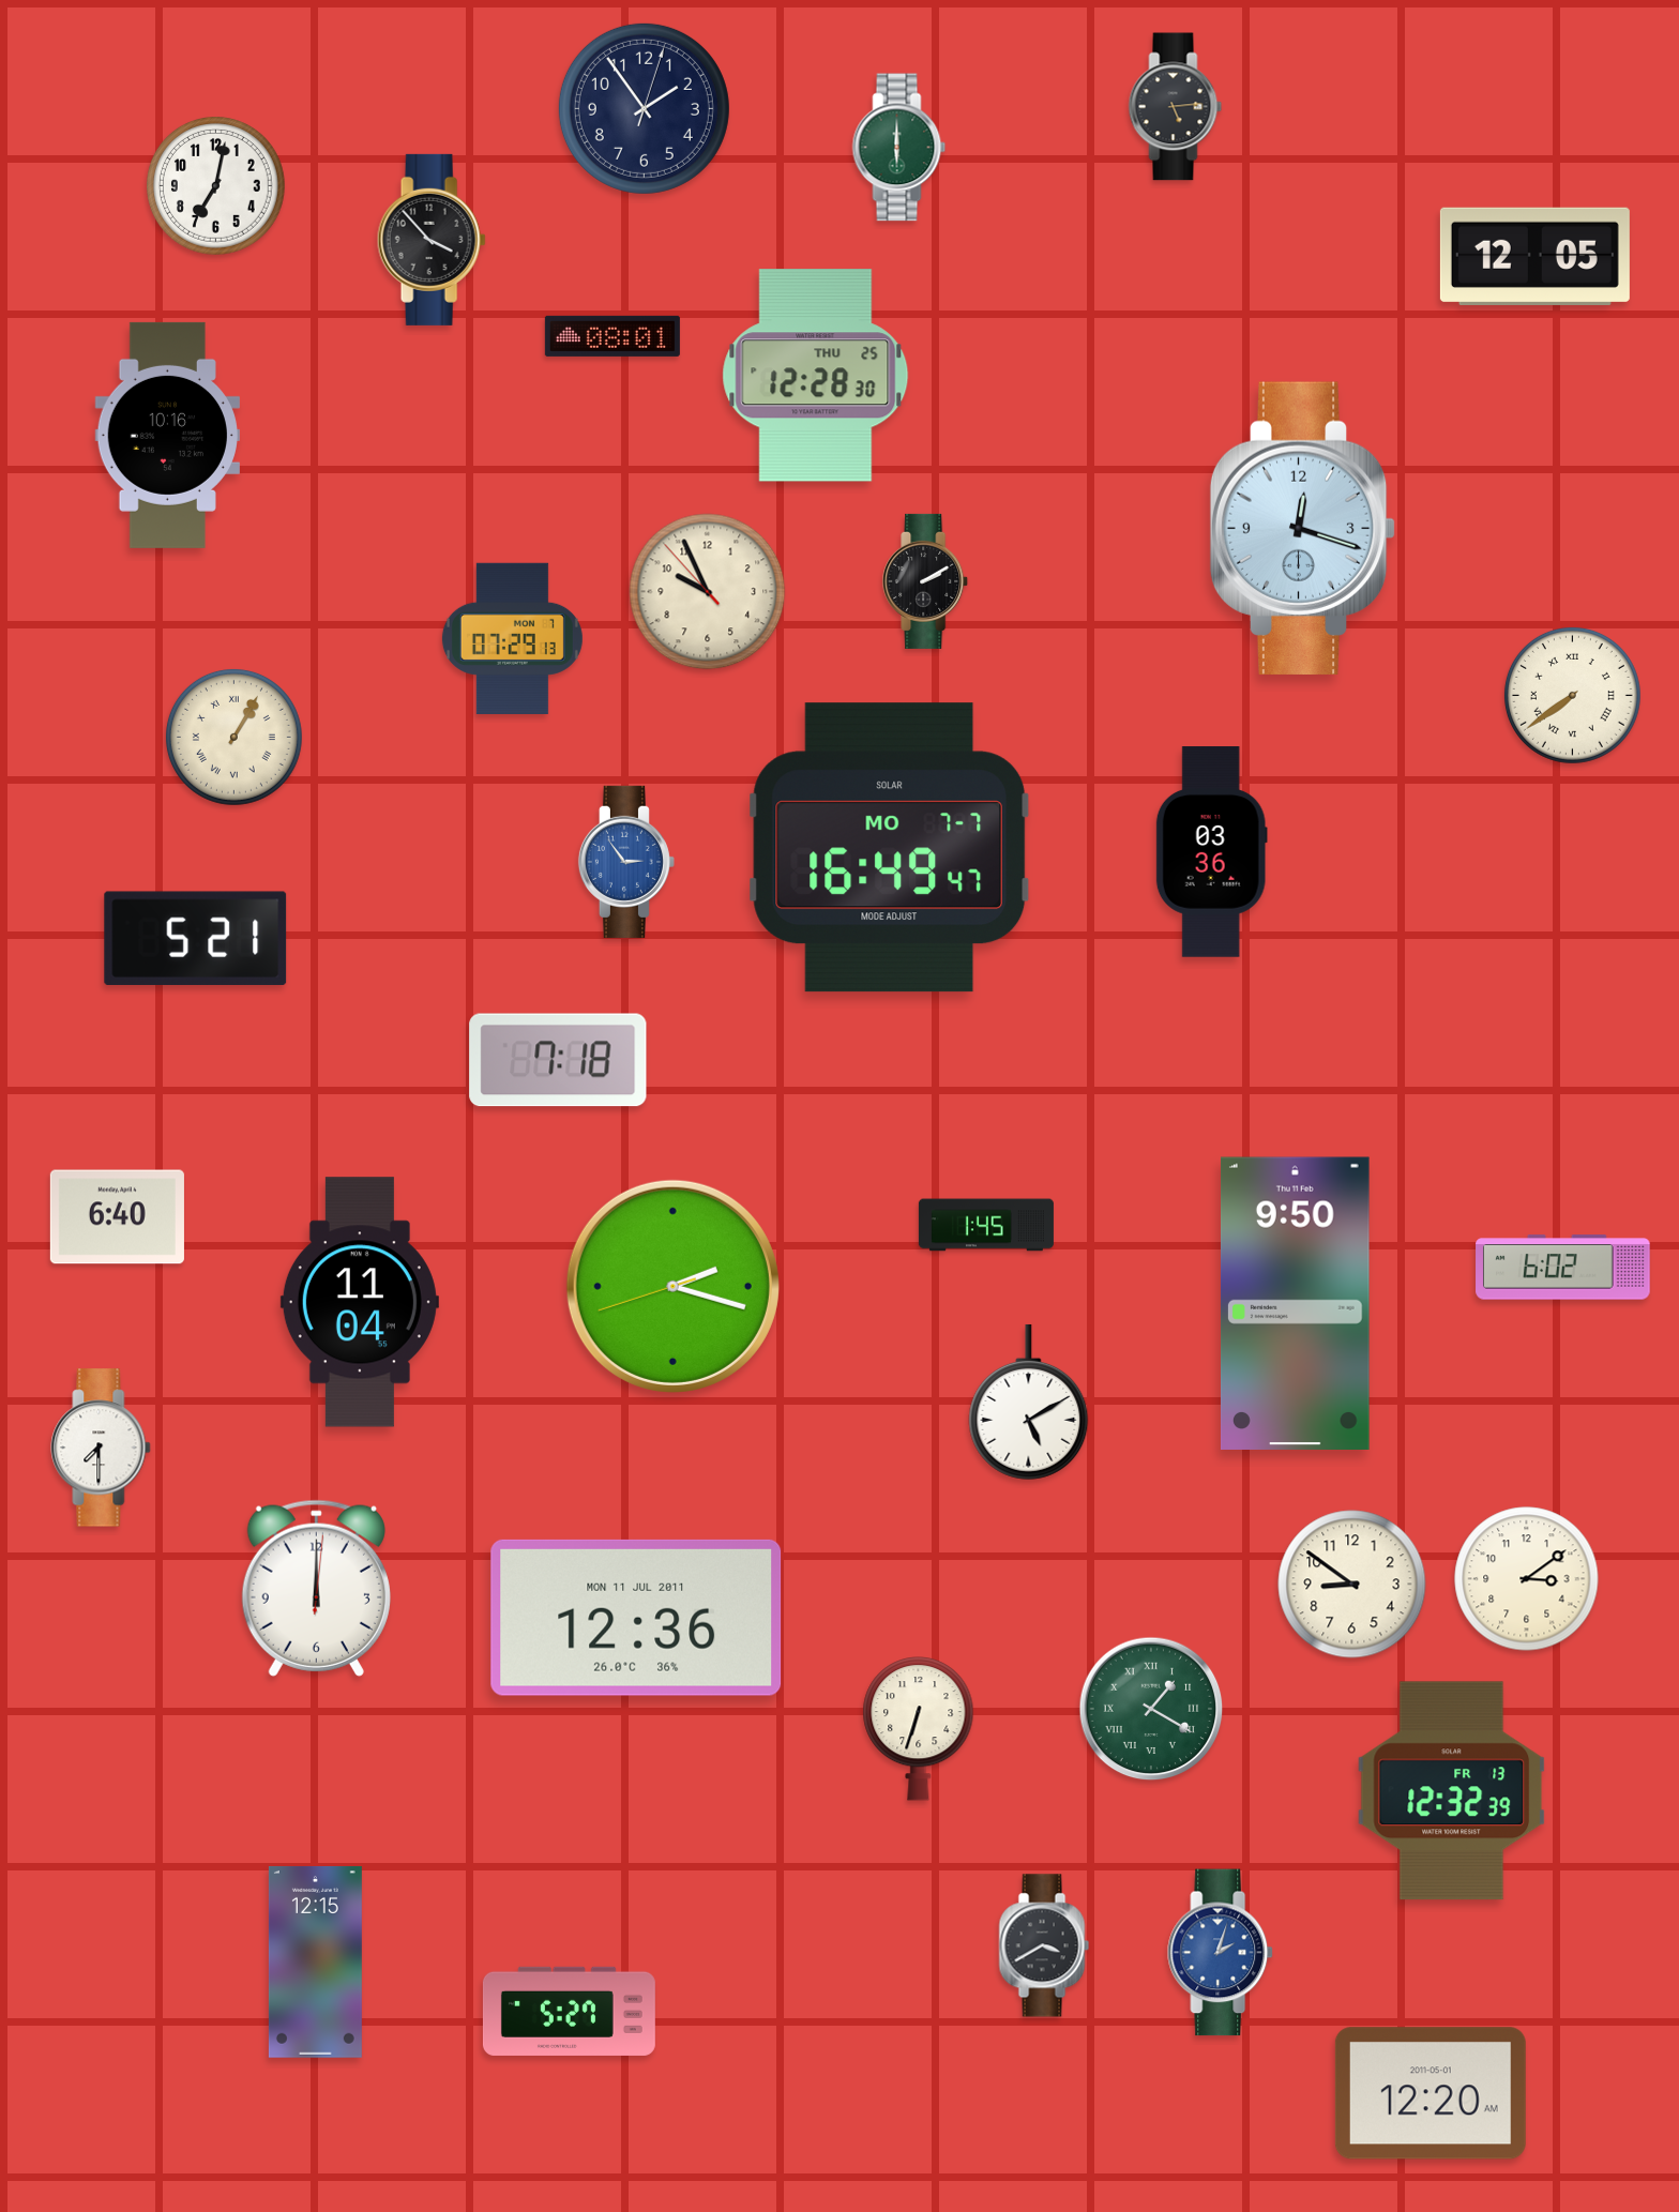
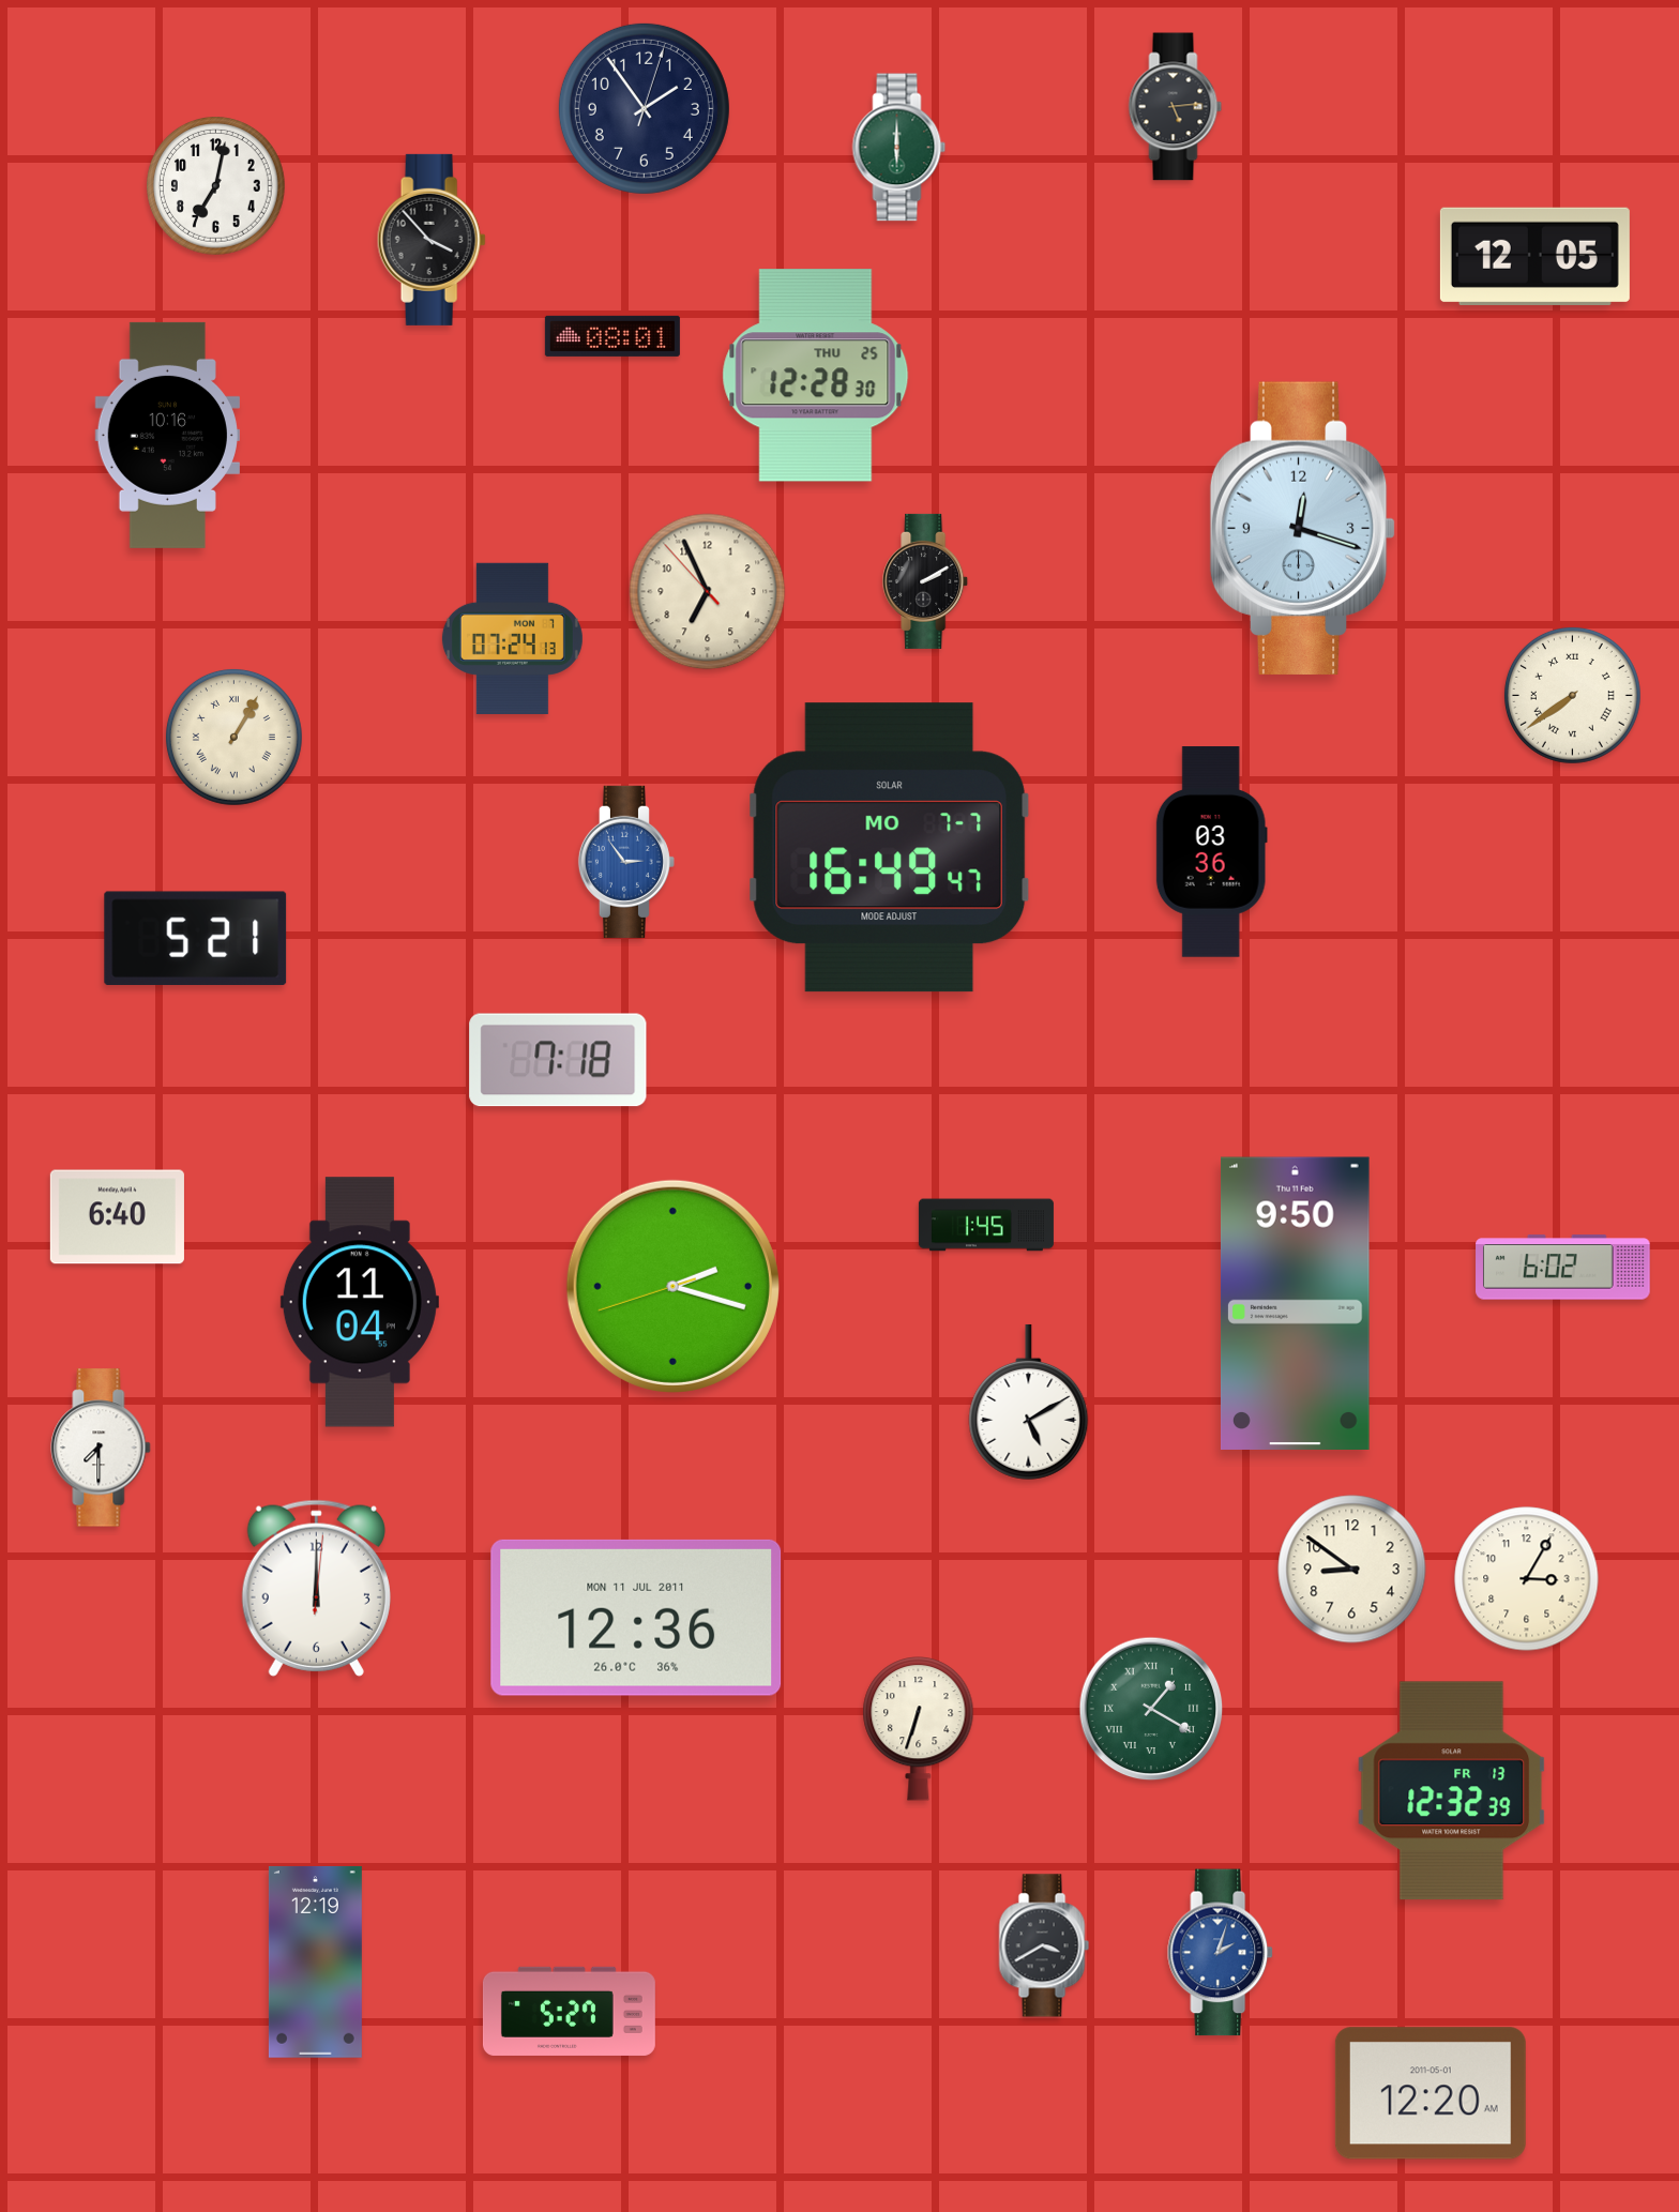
clock at (708, 592): 9:55 -> 6:55
clock at (512, 638): 07:29 -> 07:24
clock at (1527, 1579): 3:09 -> 3:05
clock at (1352, 1585) position: (1352, 1585) -> (1352, 1570)
clock at (315, 1961): 12:15 -> 12:19
